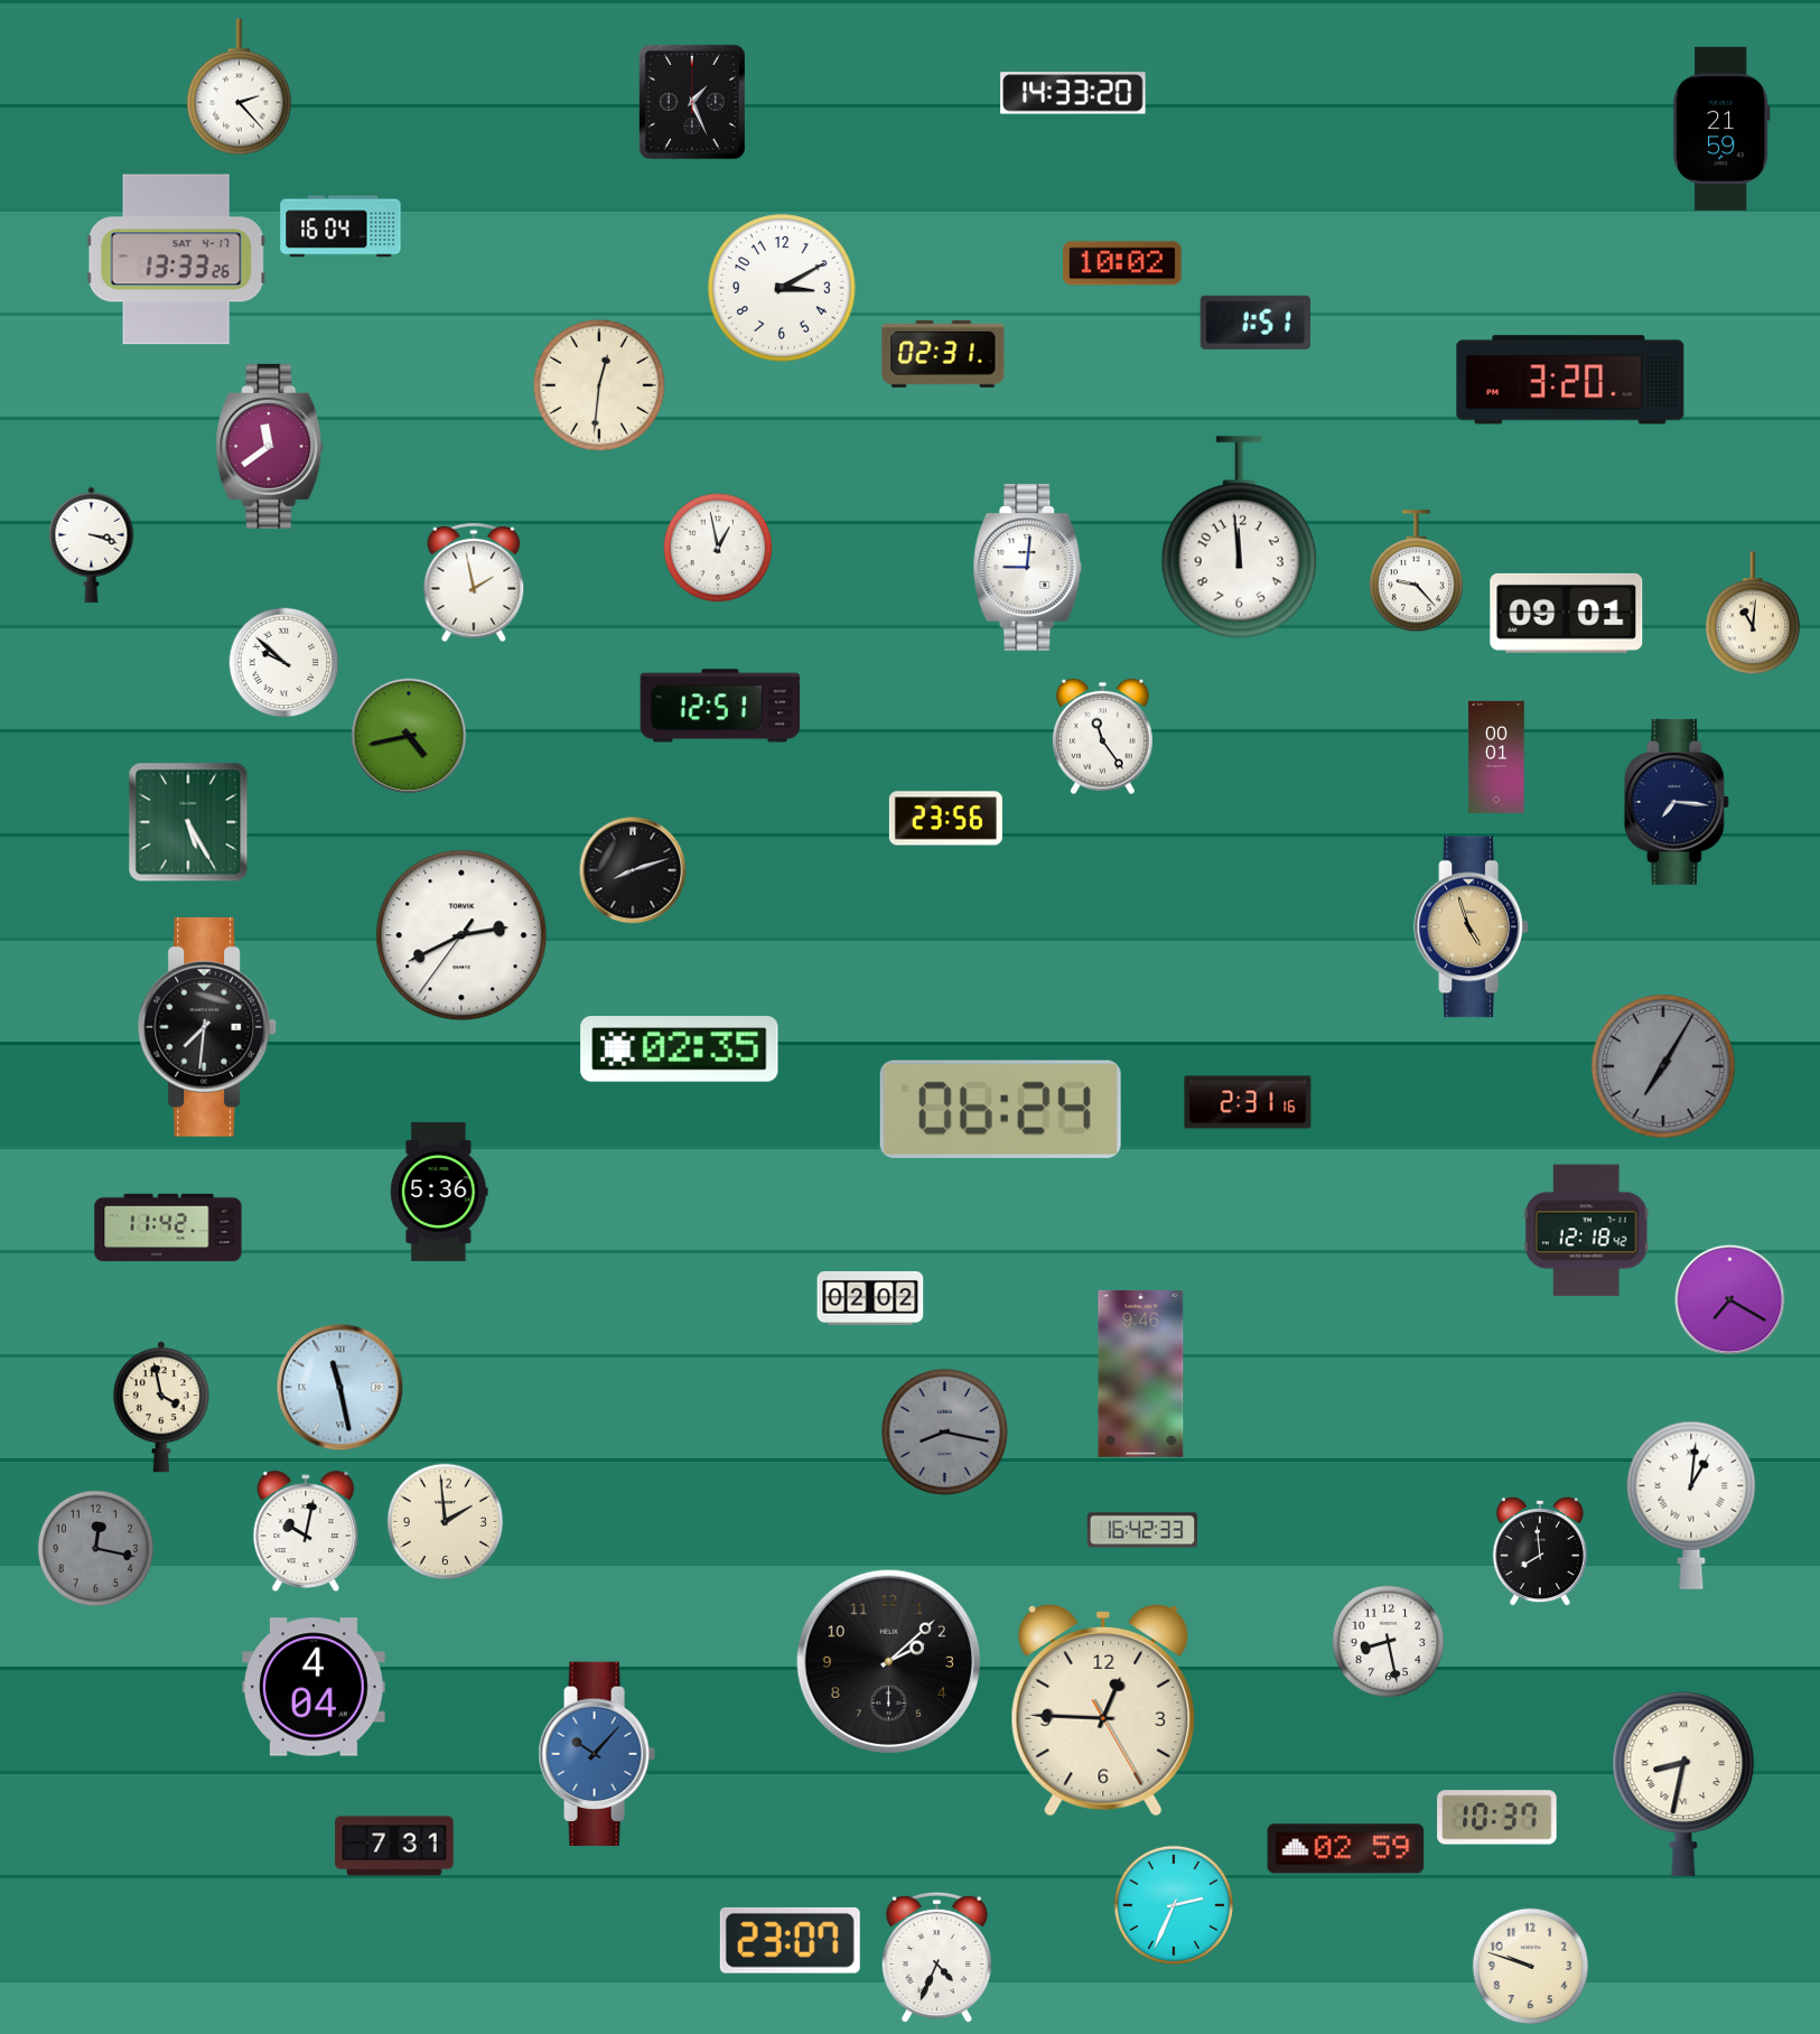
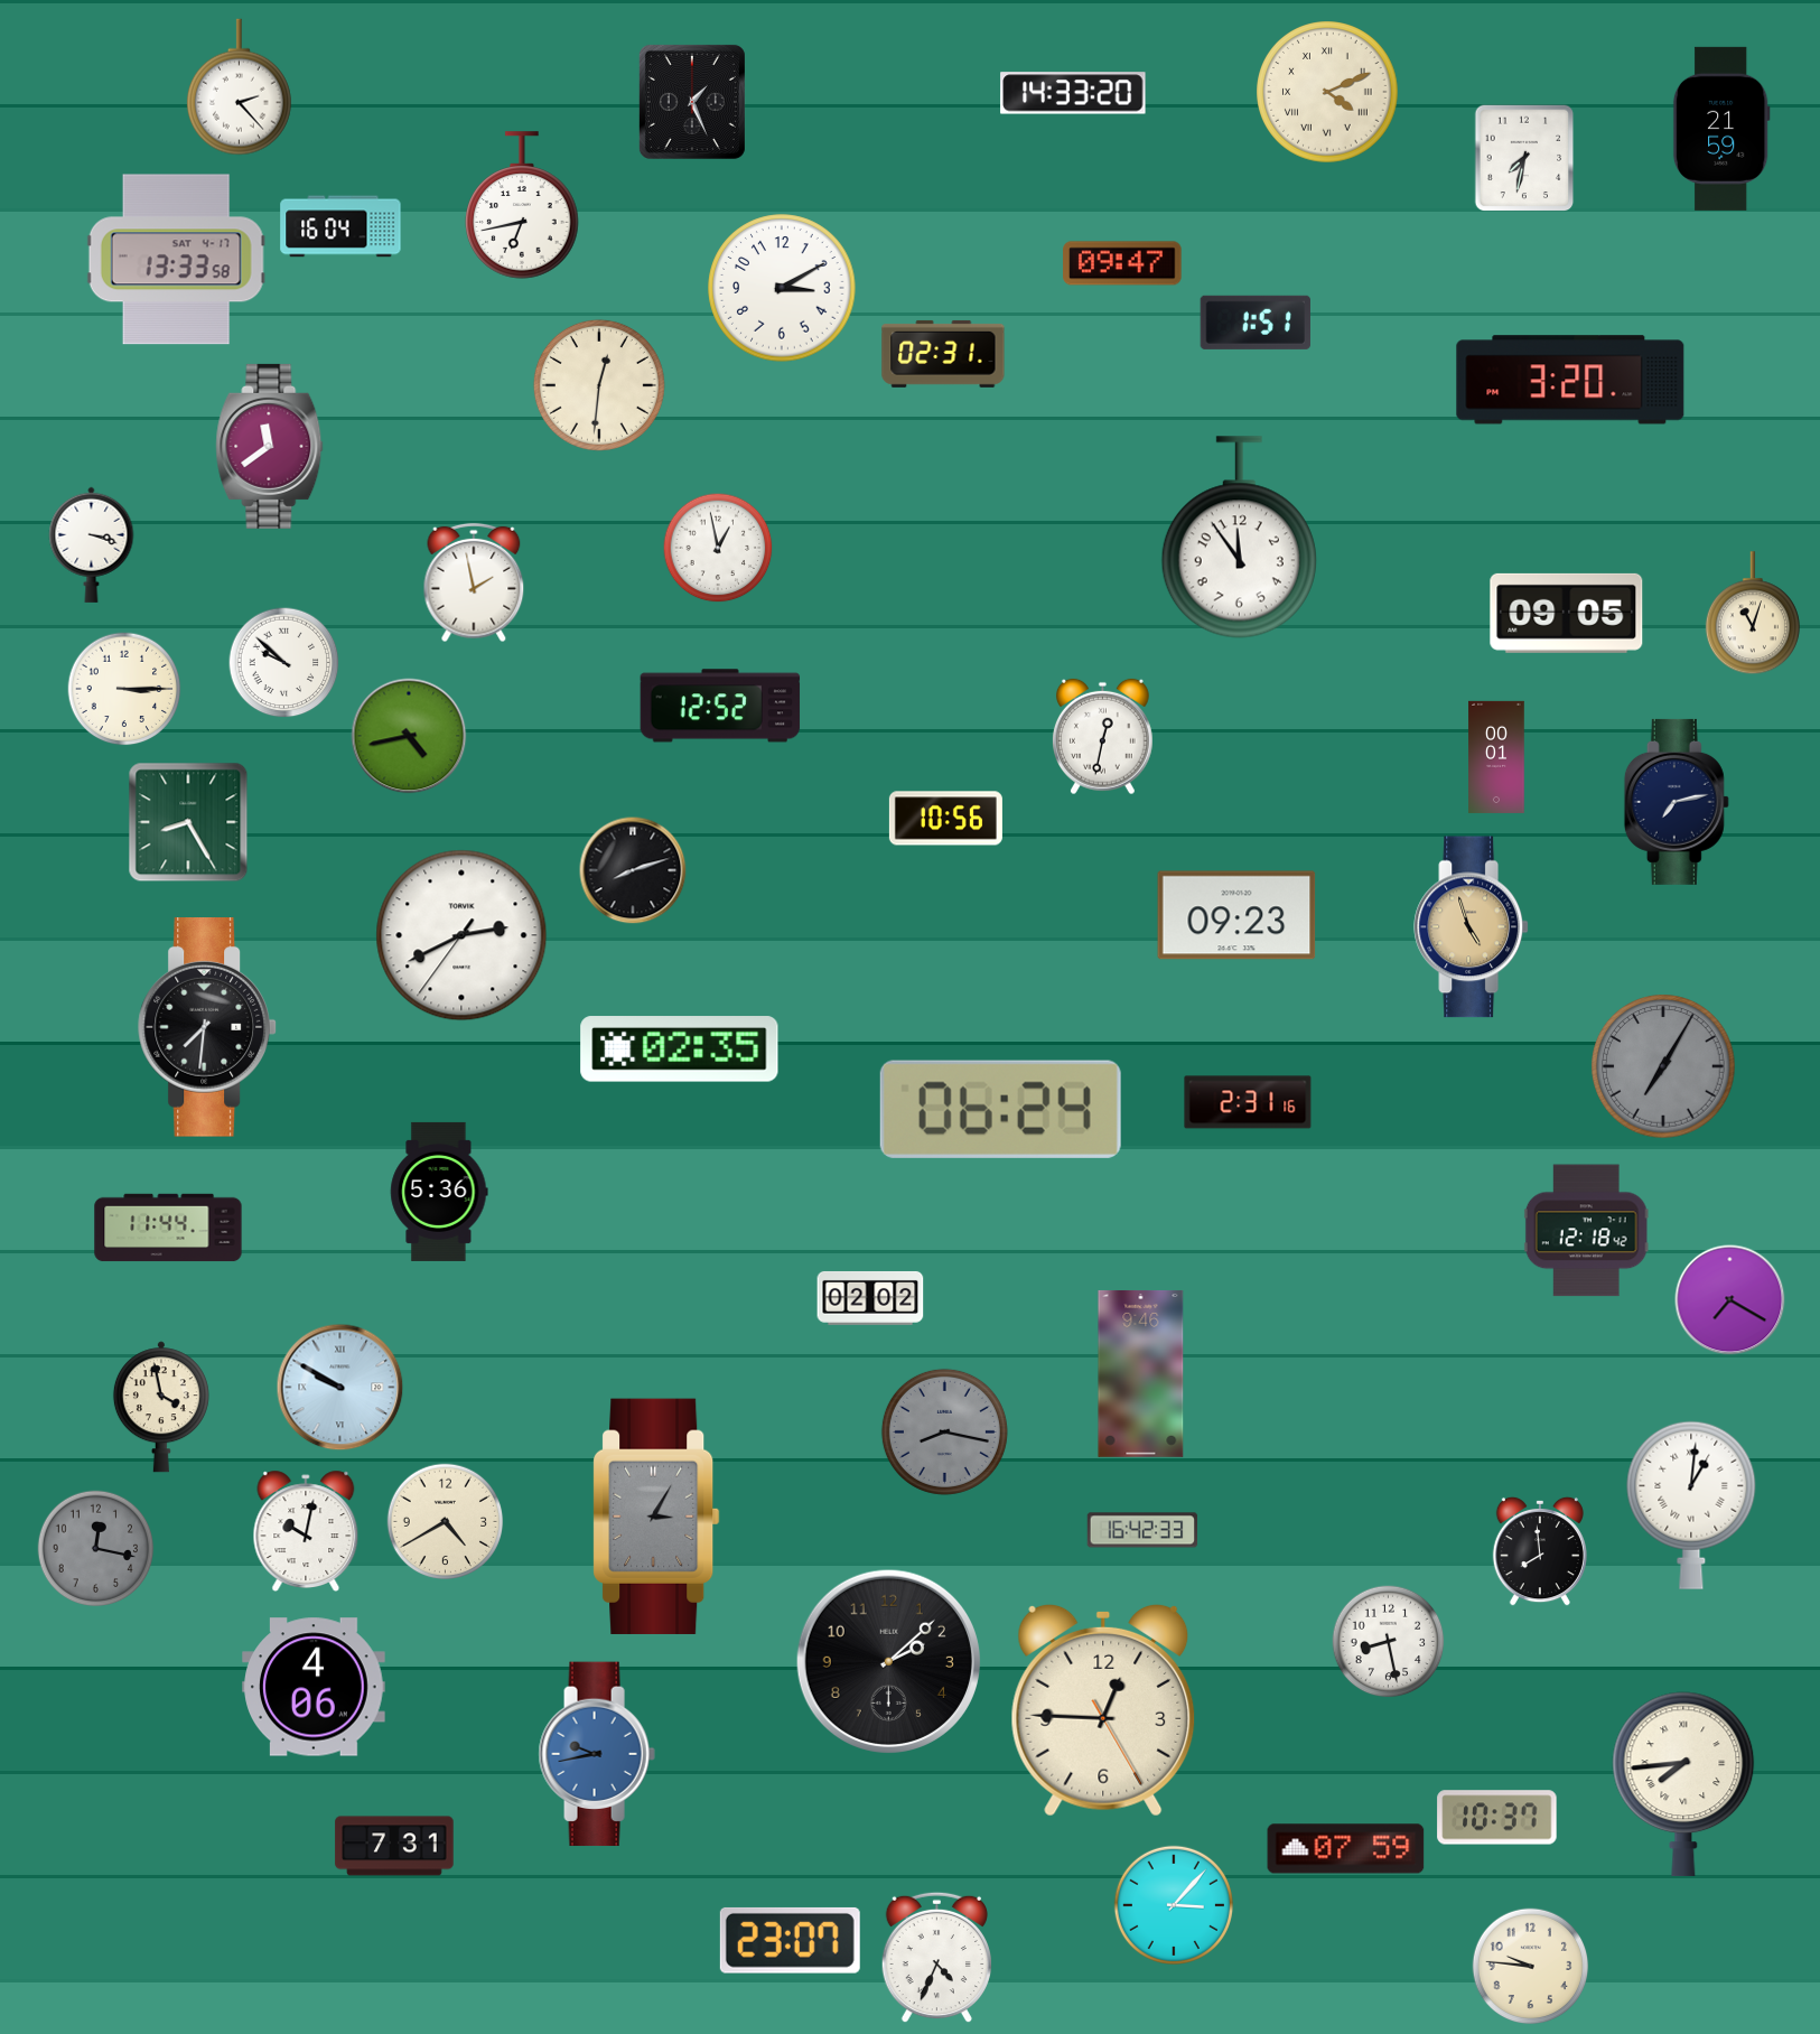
clock at (1327, 92): none -> 4:11
clock at (1524, 158): none -> 7:32
clock at (522, 205): none -> 6:43
clock at (176, 260): 13:33:26 -> 13:33:58
clock at (1122, 263): 10:02 -> 09:47
clock at (1239, 538): 11:59 -> 11:54
clock at (1028, 567): 9:01 -> none
clock at (1416, 571): 9:23 -> none
clock at (1567, 613): 09:01 -> 09:05
clock at (1753, 614): 11:01 -> 11:03
clock at (124, 689): none -> 3:15
clock at (720, 706): 12:51 -> 12:52
clock at (1102, 737): 11:24 -> 12:32
clock at (1677, 802): 7:16 -> 7:13
clock at (945, 819): 23:56 -> 10:56
clock at (188, 822): 5:25 -> 8:25
clock at (1236, 915): none -> 09:23
clock at (168, 1228): 11:42 -> 11:44
clock at (340, 1388): 11:28 -> 9:50
clock at (656, 1517): none -> 3:05
clock at (446, 1522): 1:59 -> 4:40
clock at (314, 1687): 4:04 -> 4:06
clock at (597, 1754): 10:07 -> 9:43
clock at (1683, 1784): 8:32 -> 7:44
clock at (1346, 1849): 02:59 -> 07:59
clock at (1173, 1904): 2:34 -> 3:07
clock at (1531, 1967): 9:48 -> 9:46
